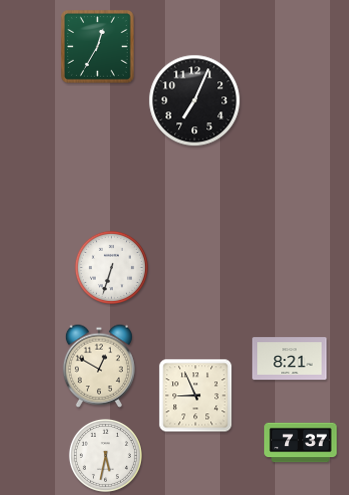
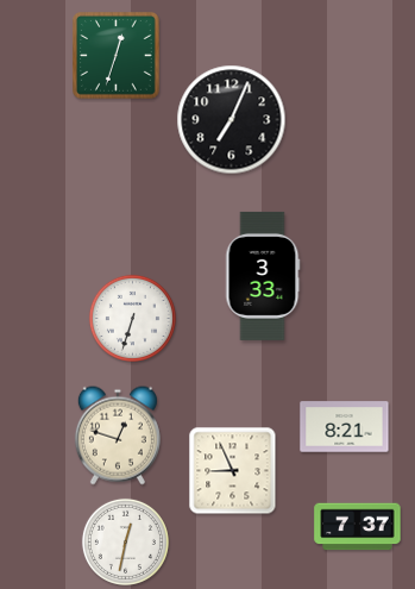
clock at (98, 47): 12:35 -> 12:33
clock at (263, 276): none -> 3:33
clock at (99, 366): 12:50 -> 12:48
clock at (105, 455): 5:32 -> 12:32
